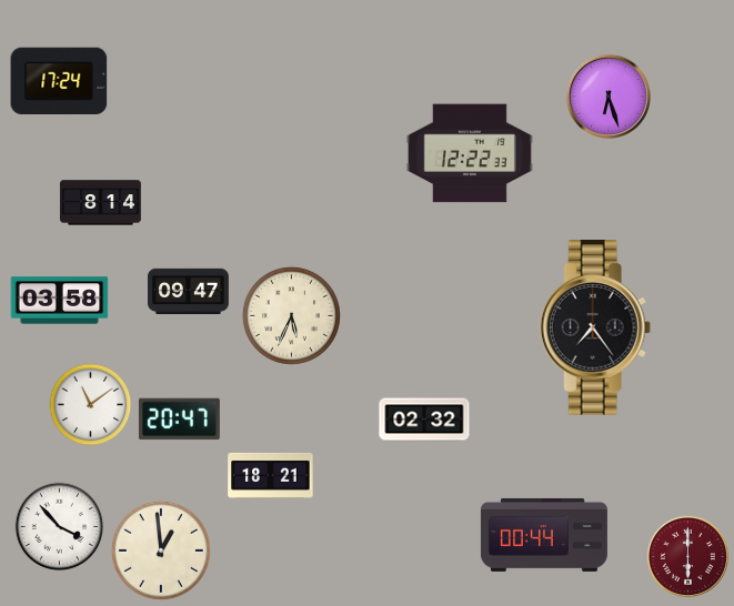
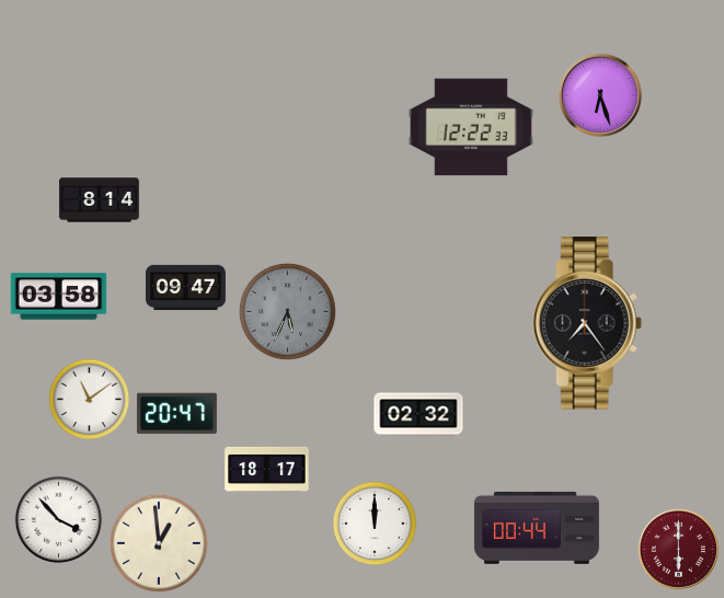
clock at (59, 81): 17:24 -> none
clock at (470, 153) position: (470, 153) -> (471, 127)
clock at (291, 315) dial: cream -> grey
clock at (271, 475): 18:21 -> 18:17
clock at (375, 524): none -> 12:00
